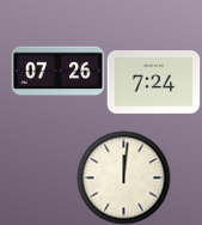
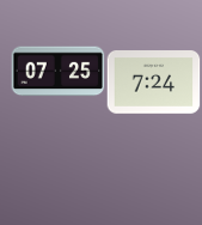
clock at (57, 72): 07:26 -> 07:25
clock at (123, 177): 12:01 -> none
